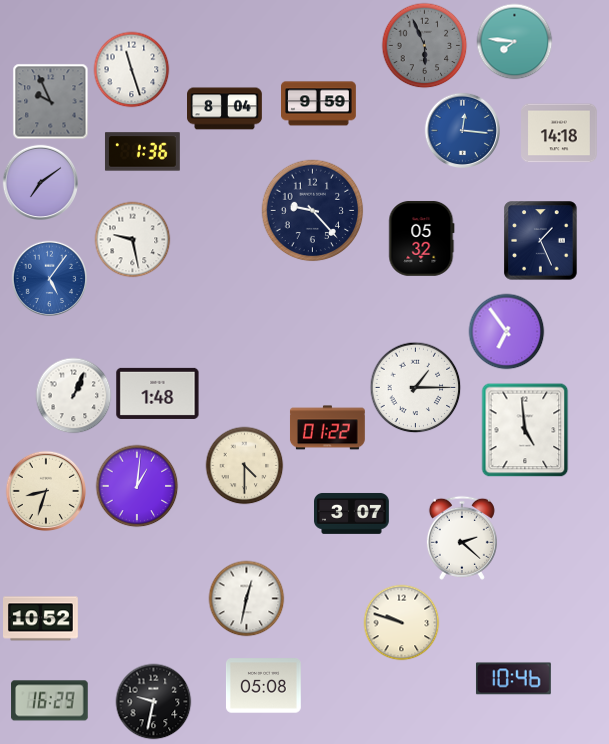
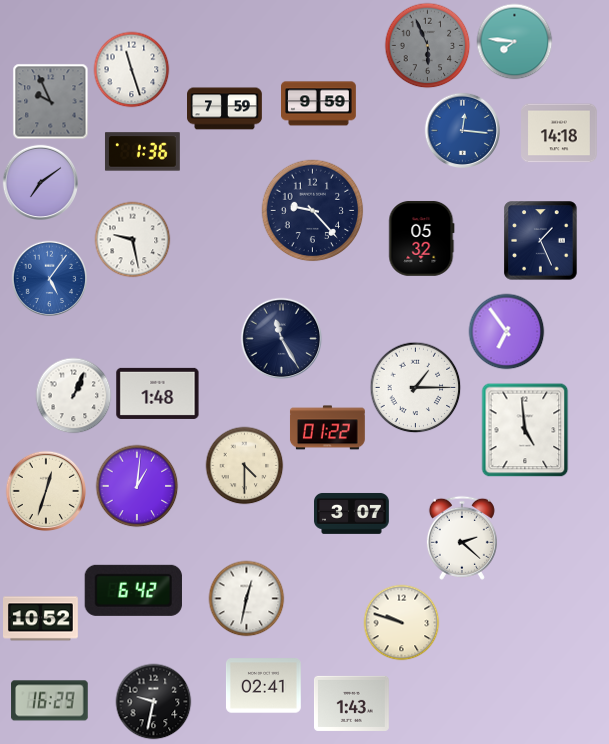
clock at (425, 46) position: (425, 46) -> (428, 46)
clock at (225, 109): 8:04 -> 7:59
clock at (282, 339): none -> 11:25
clock at (46, 491): 8:33 -> 12:33
clock at (133, 590): none -> 6:42
clock at (513, 679): 10:46 -> none
clock at (263, 686): 05:08 -> 02:41
clock at (352, 703): none -> 1:43
